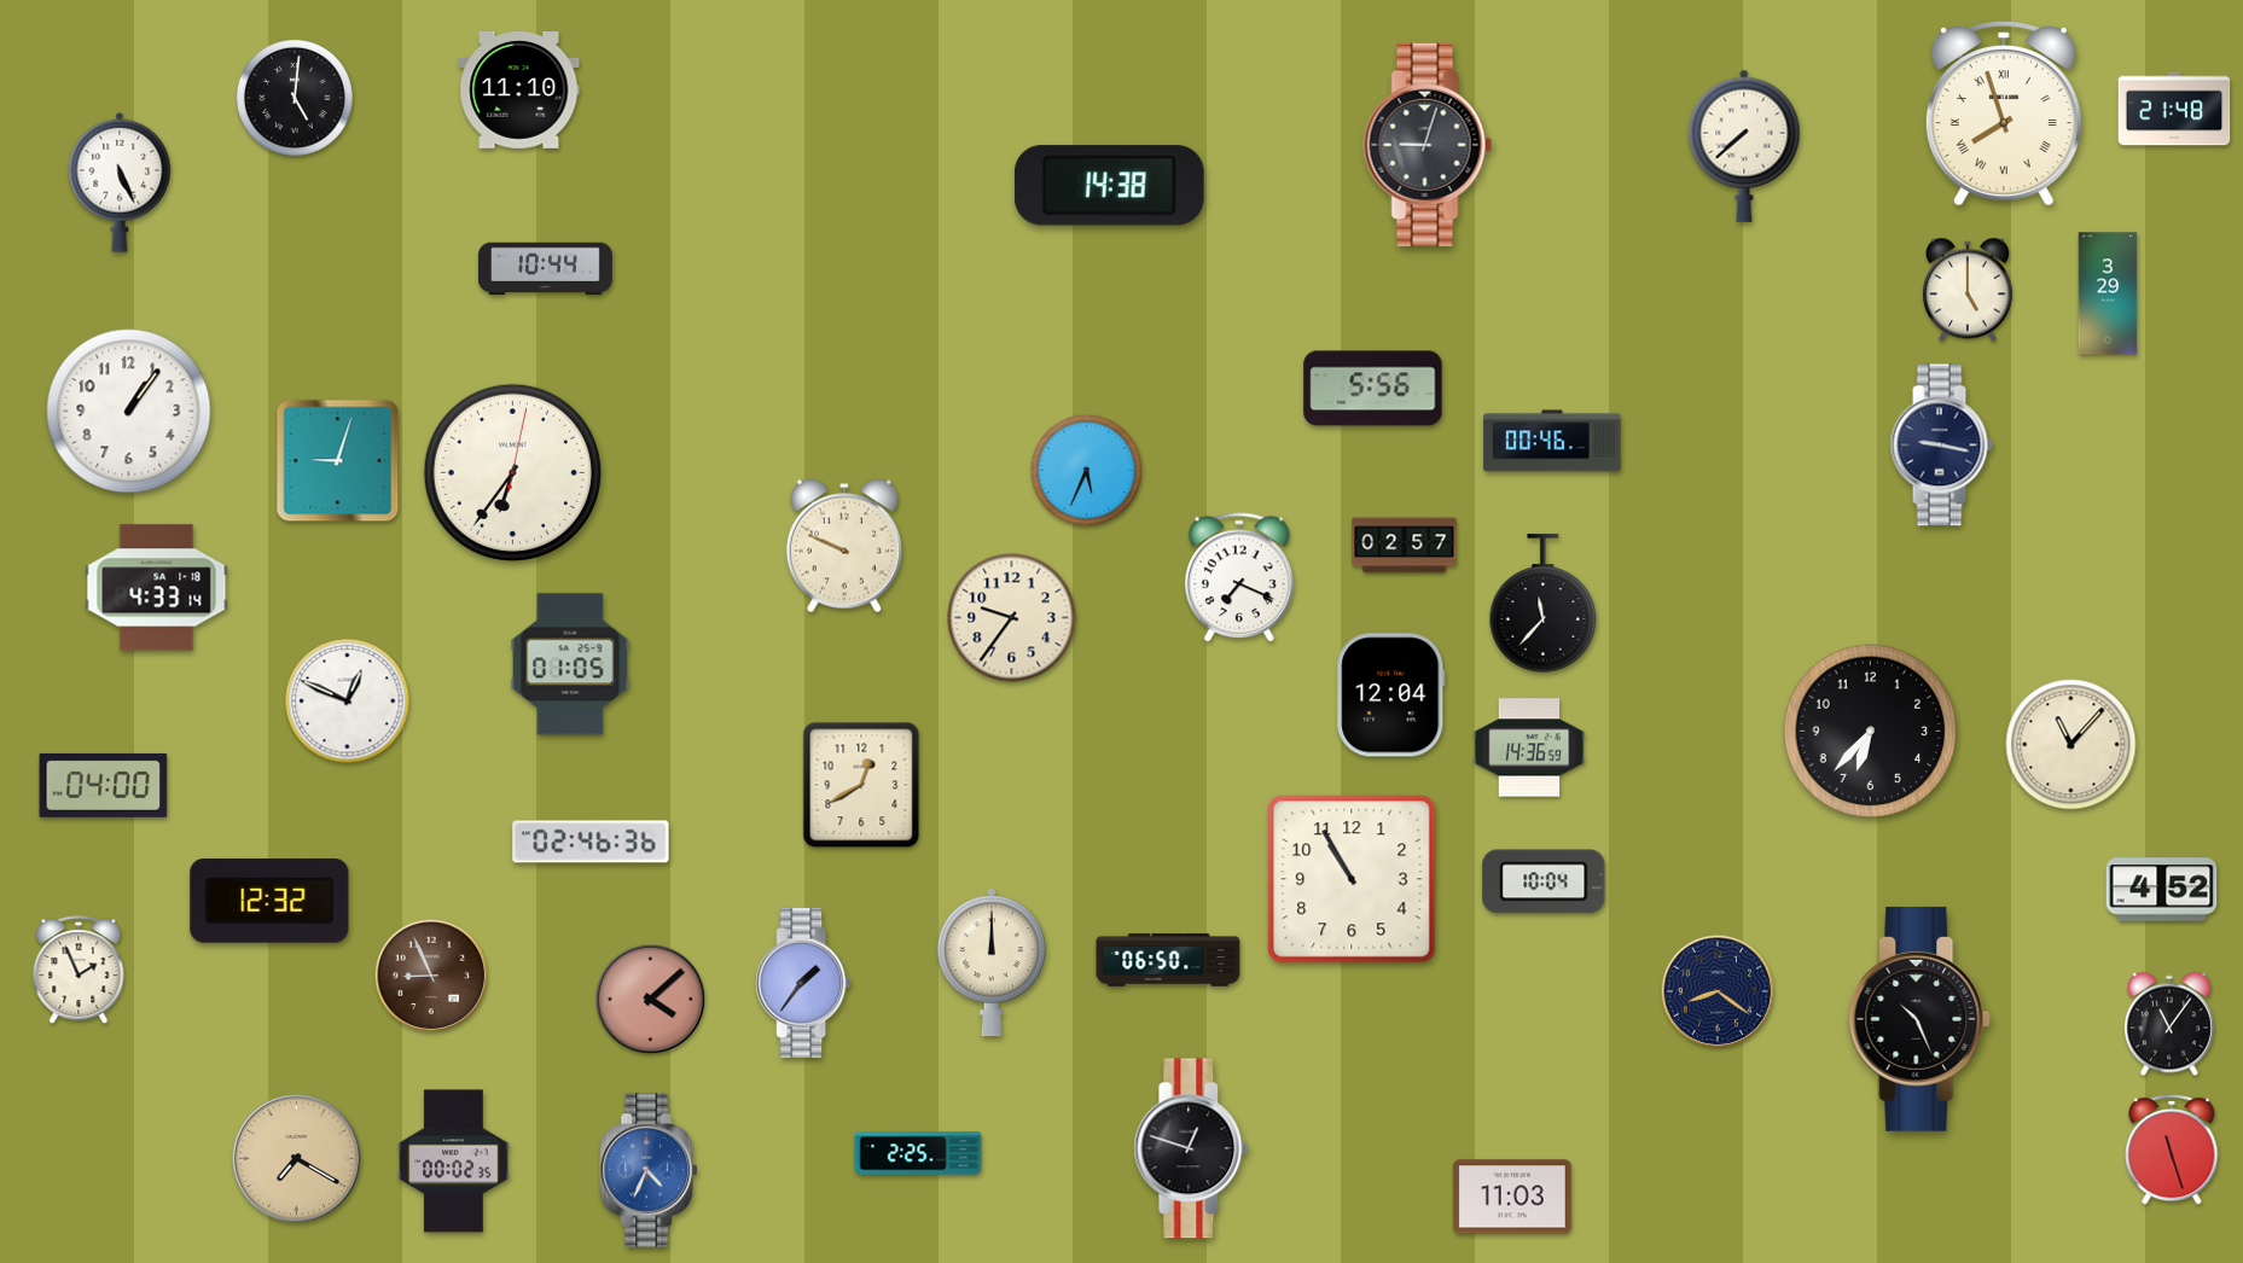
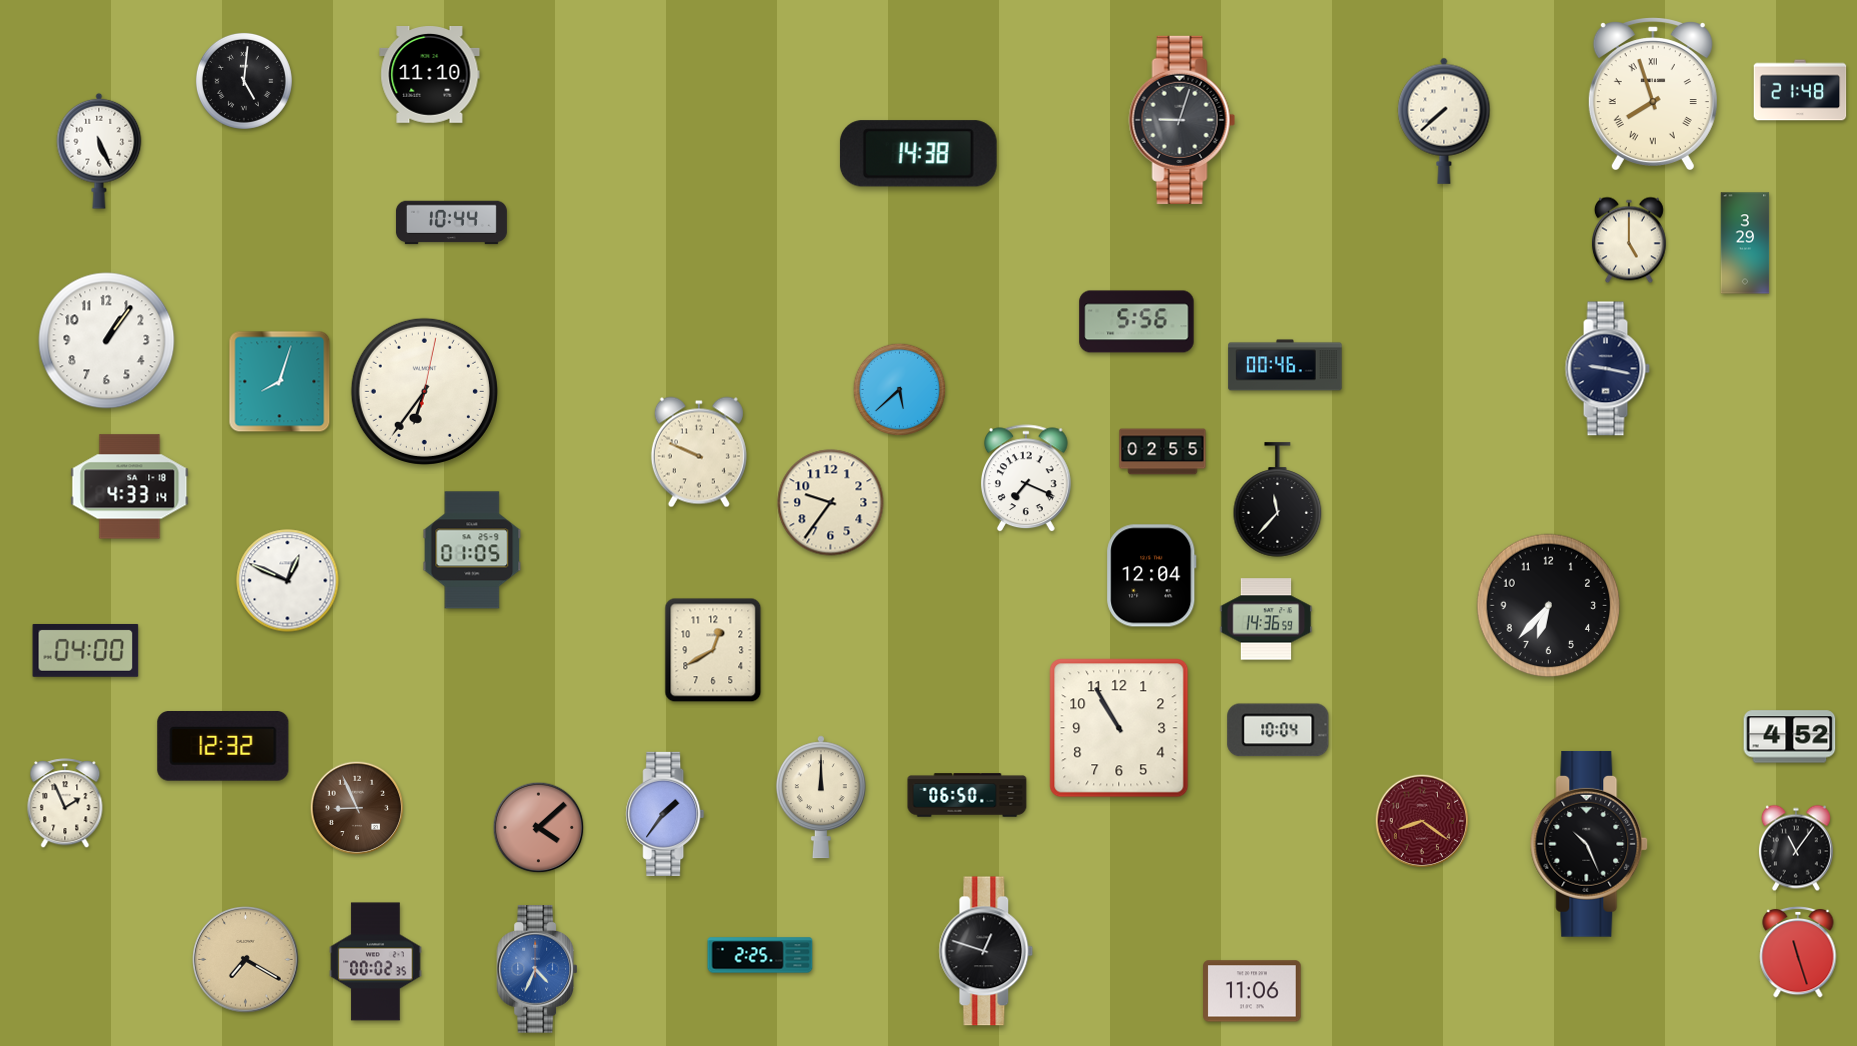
clock at (2004, 112) position: (2004, 112) -> (1653, 93)
clock at (338, 461): 9:03 -> 8:03
clock at (1087, 471): 5:34 -> 5:38
clock at (1405, 546): 02:57 -> 02:55
clock at (1012, 618) position: (1012, 618) -> (831, 503)
clock at (2071, 745): 11:07 -> none
clock at (591, 842): 02:46 -> none
clock at (1718, 991) dial: navy -> burgundy
clock at (1512, 1197): 11:03 -> 11:06
